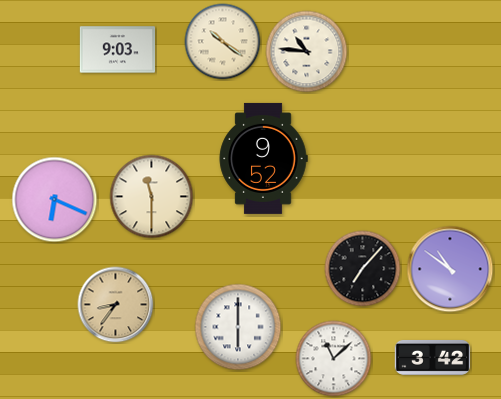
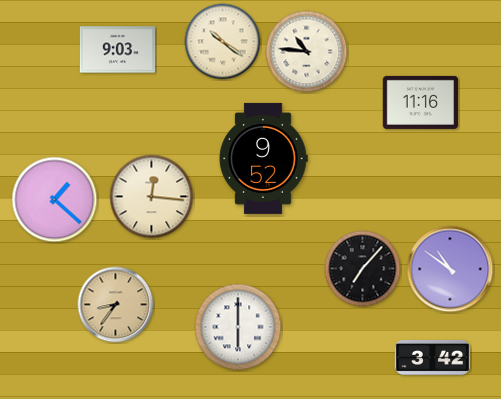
clock at (421, 102): none -> 11:16
clock at (152, 197): 11:30 -> 12:16
clock at (55, 200): 6:19 -> 1:22
clock at (334, 359): 11:08 -> none
